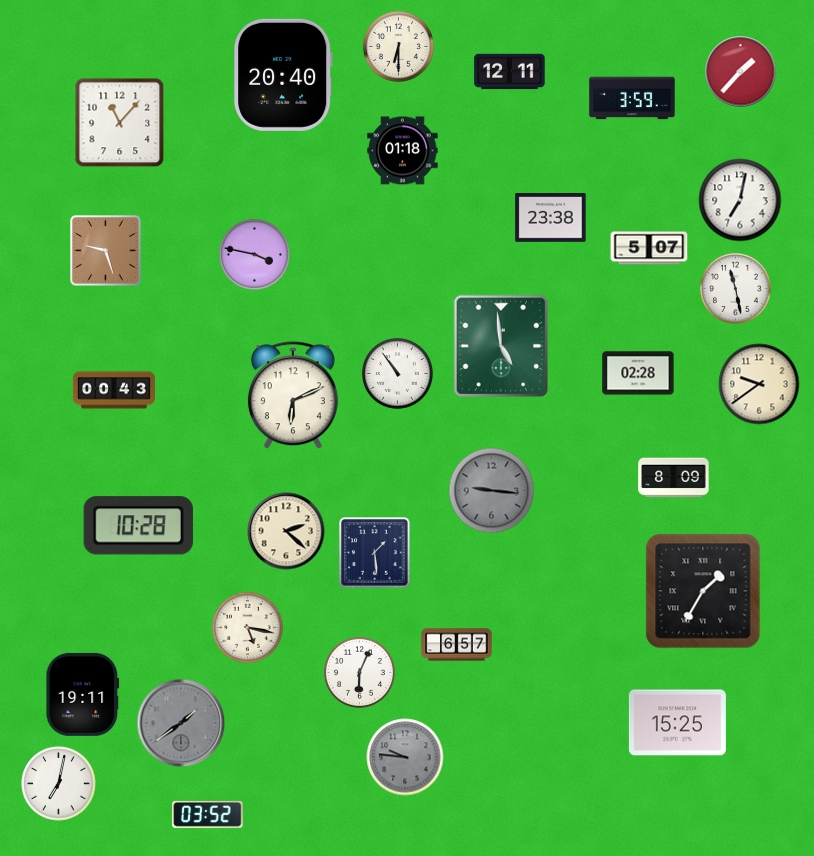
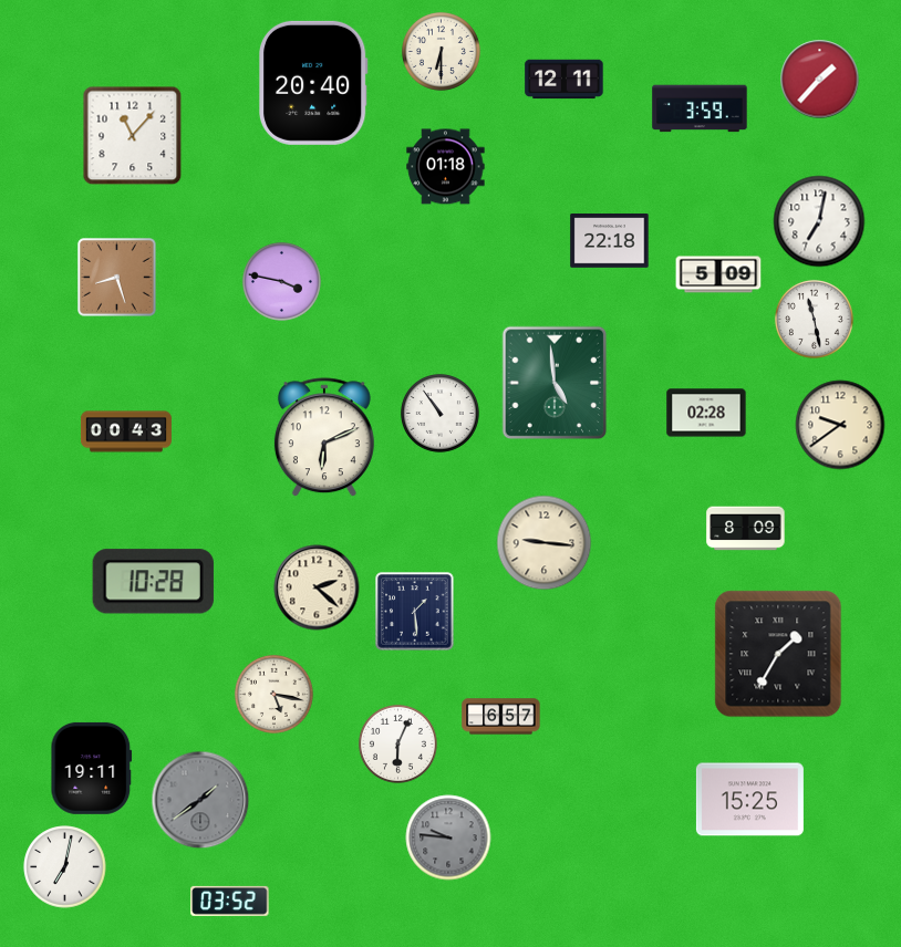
clock at (551, 218): 23:38 -> 22:18
clock at (649, 248): 5:07 -> 5:09
clock at (106, 251): 9:27 -> 8:27
clock at (492, 491) dial: grey -> cream
clock at (457, 645) position: (457, 645) -> (501, 717)
